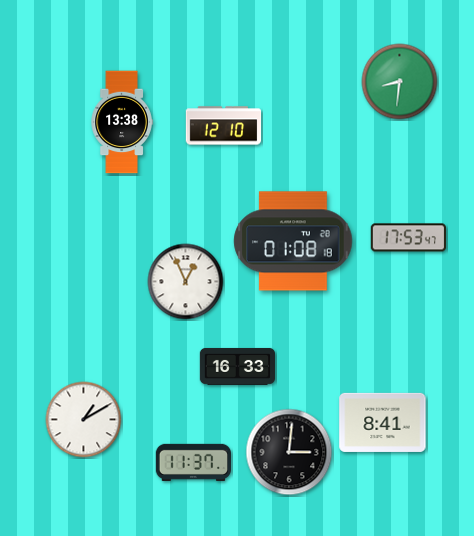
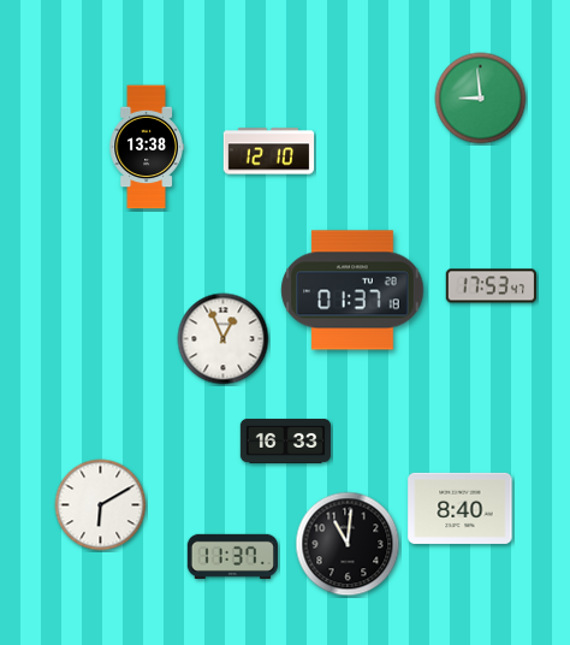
clock at (400, 82): 8:31 -> 8:59
clock at (293, 241): 01:08 -> 01:37
clock at (84, 420): 1:10 -> 6:10
clock at (383, 422): 8:41 -> 8:40
clock at (289, 452): 3:01 -> 11:01
